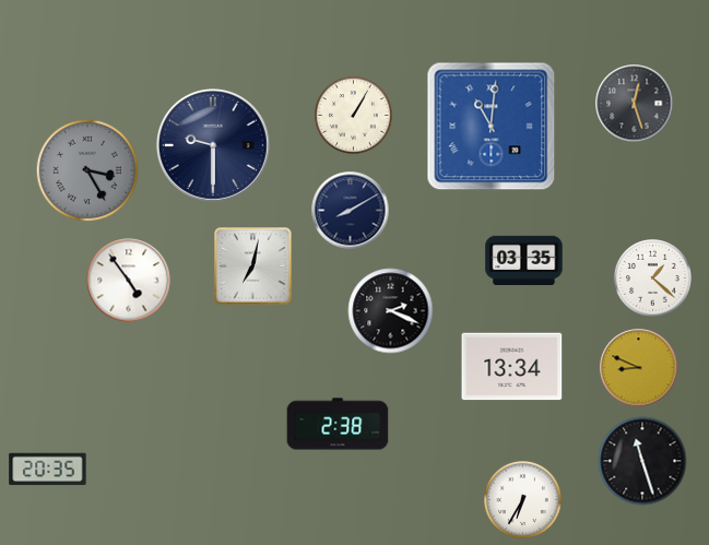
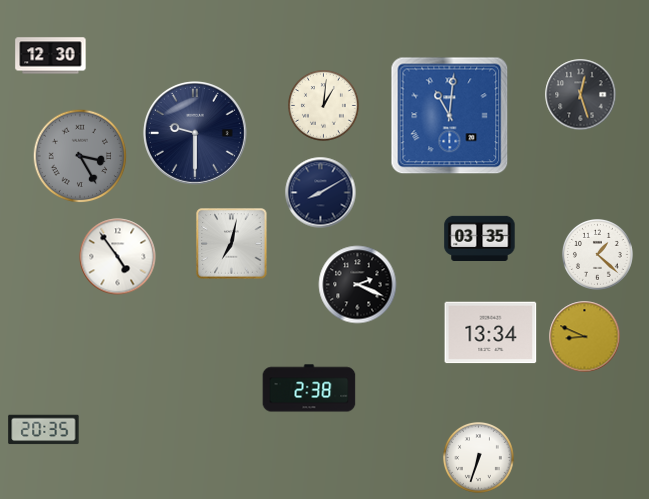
clock at (51, 56): none -> 12:30
clock at (354, 116): 1:05 -> 1:01
clock at (512, 367) position: (512, 367) -> (491, 333)
clock at (642, 461): 11:27 -> none
clock at (523, 500): 6:35 -> 6:33
